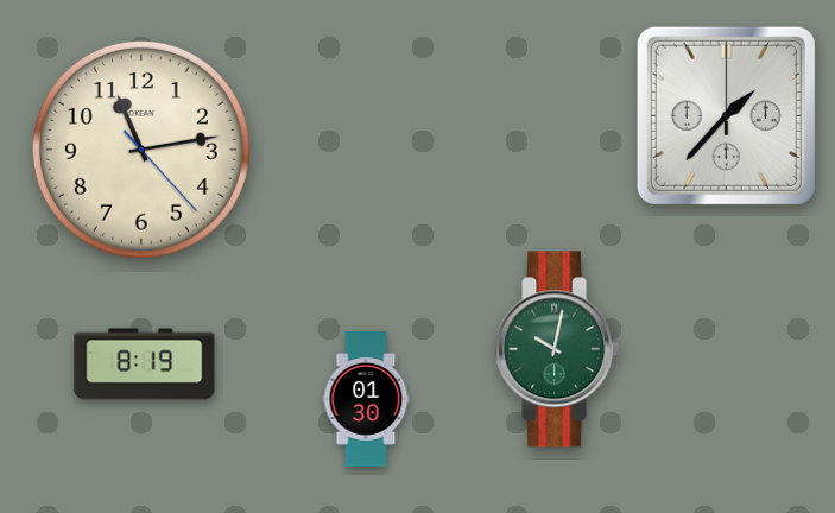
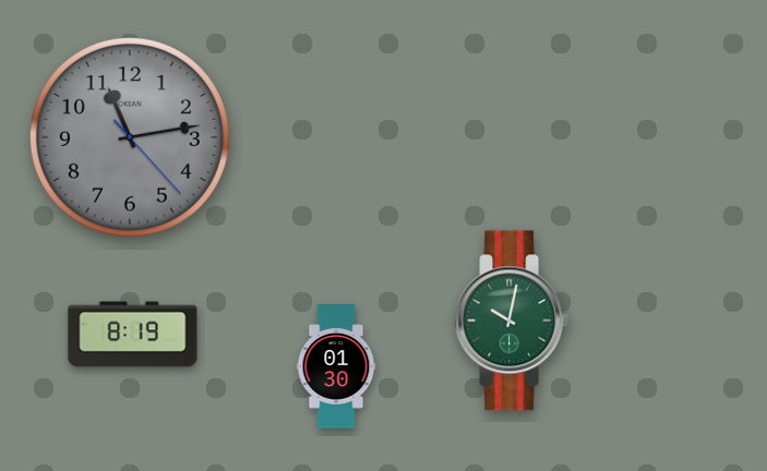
clock at (726, 115): 1:37 -> none
clock at (141, 150) dial: cream -> grey
